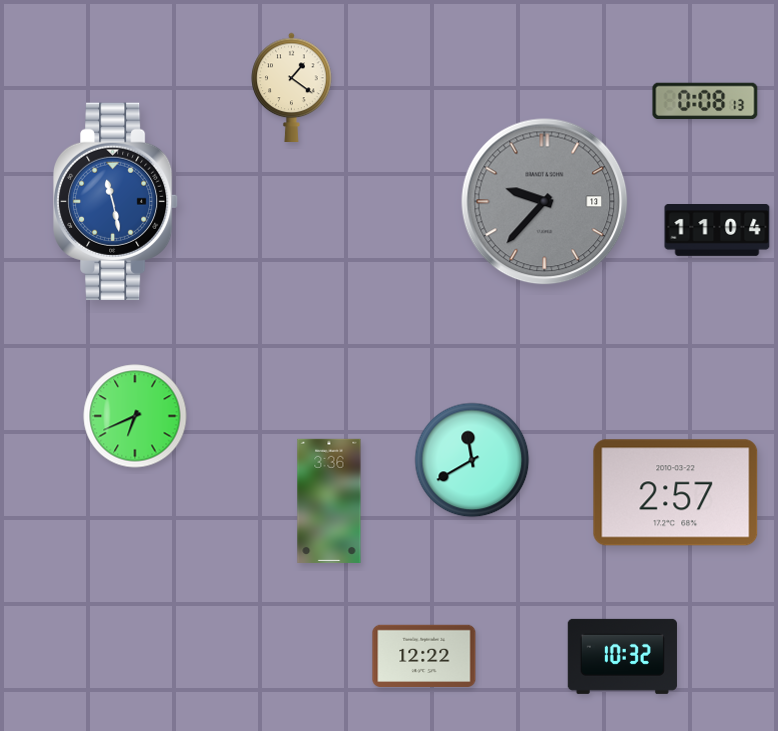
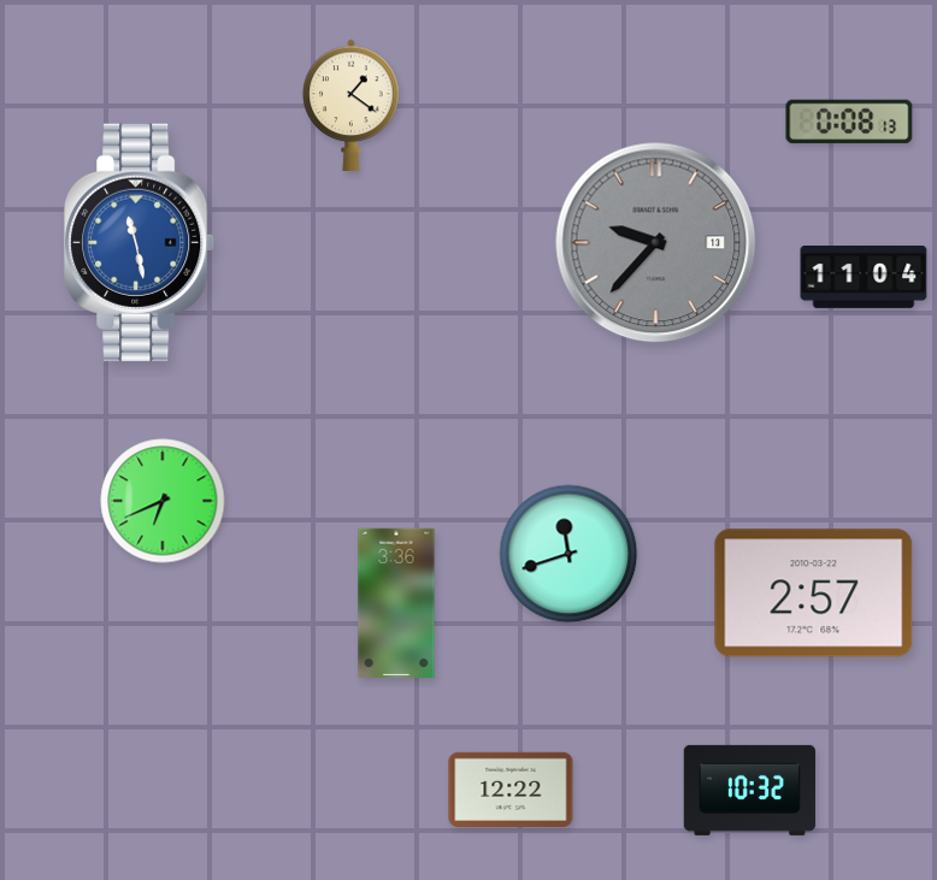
clock at (472, 460): 11:40 -> 11:42
